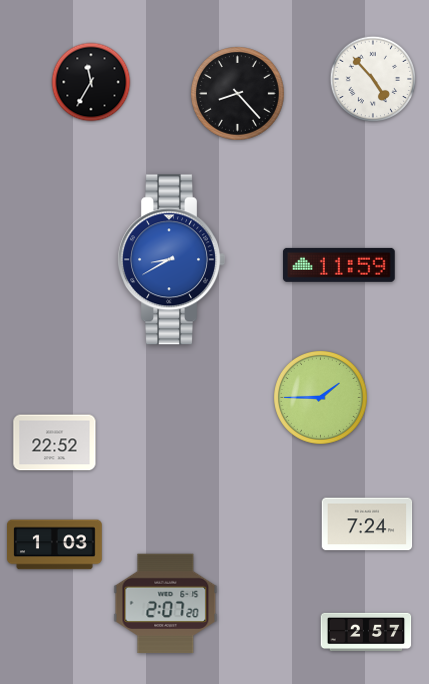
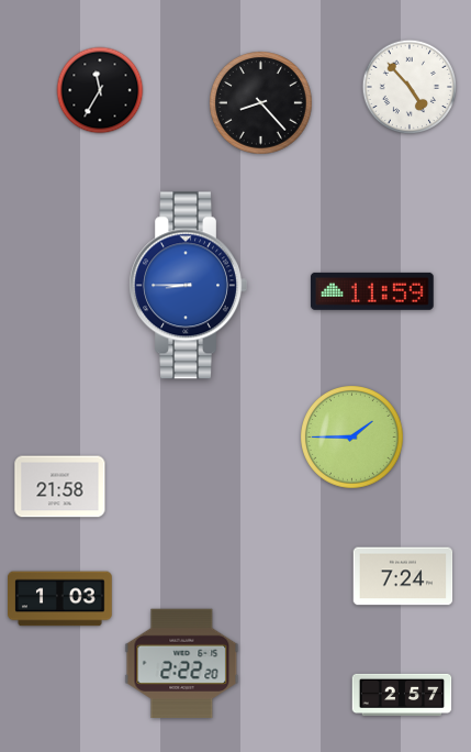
clock at (171, 260): 8:40 -> 8:45
clock at (55, 443): 22:52 -> 21:58
clock at (166, 604): 2:07 -> 2:22
